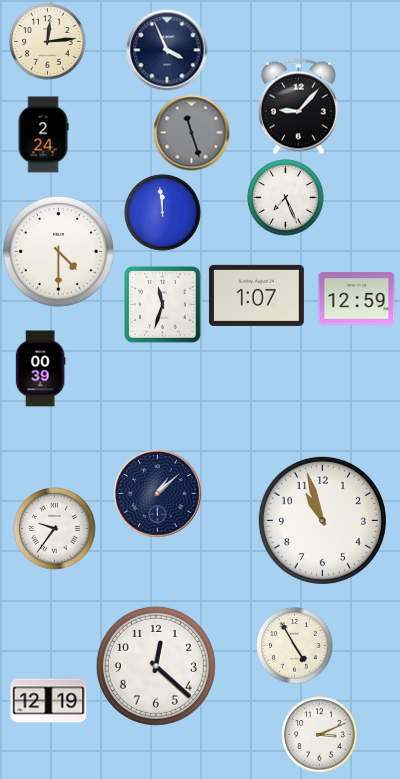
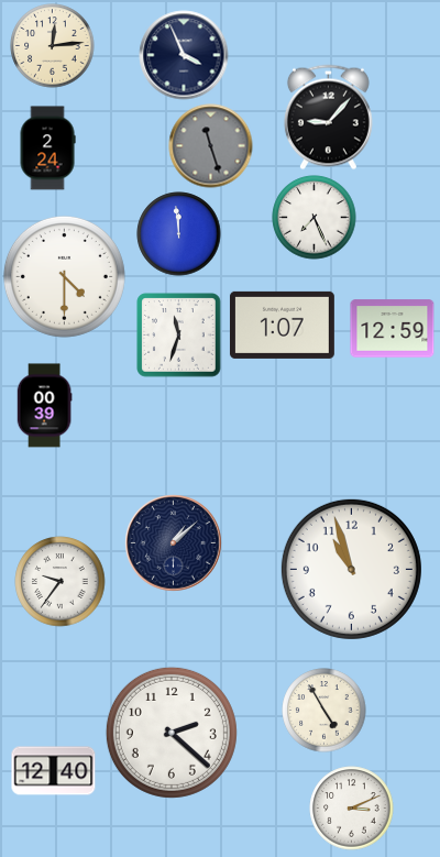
clock at (322, 520) position: (322, 520) -> (351, 569)
clock at (156, 666): 12:22 -> 2:22
clock at (49, 701): 12:19 -> 12:40
